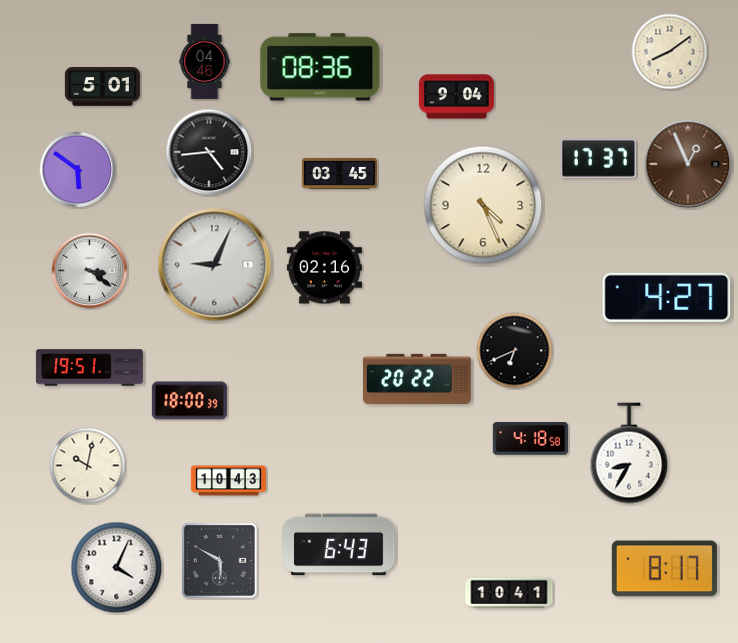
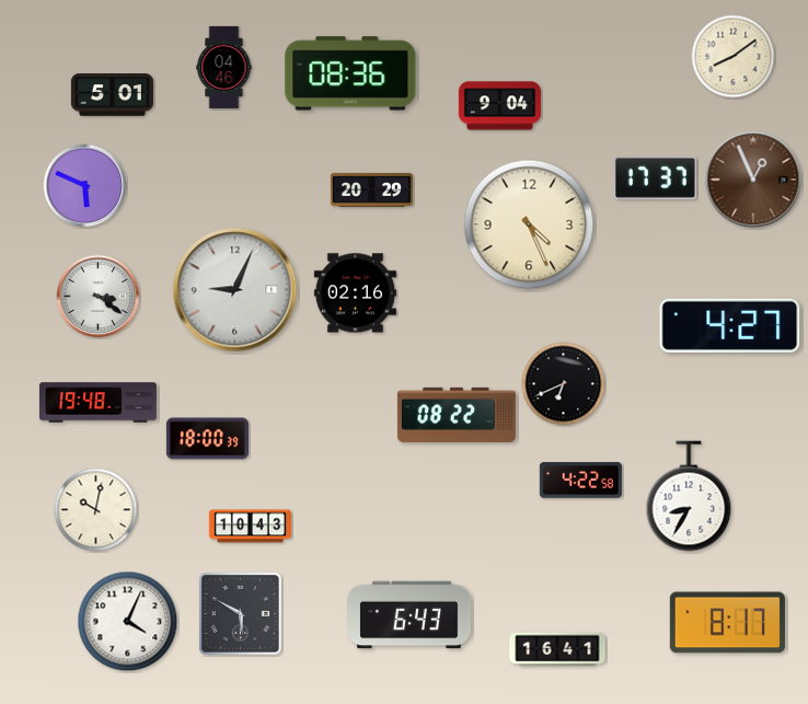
clock at (209, 152): 4:44 -> none
clock at (598, 158) position: (598, 158) -> (655, 177)
clock at (78, 170): 5:51 -> 5:49
clock at (339, 173): 03:45 -> 20:29
clock at (89, 368): 19:51 -> 19:48
clock at (417, 379): 20:22 -> 08:22
clock at (530, 439): 4:18 -> 4:22
clock at (339, 545) position: (339, 545) -> (409, 615)
clock at (509, 593): 10:41 -> 16:41
